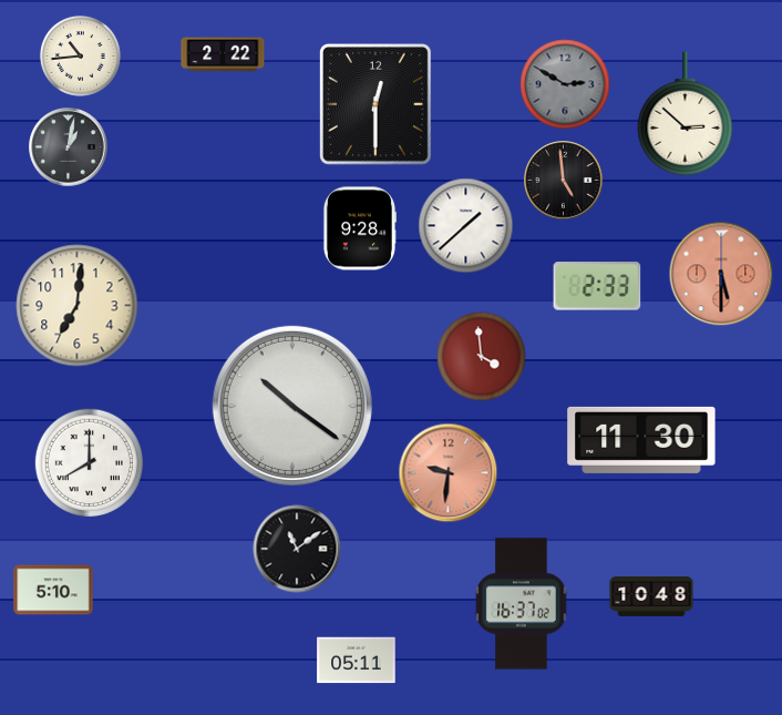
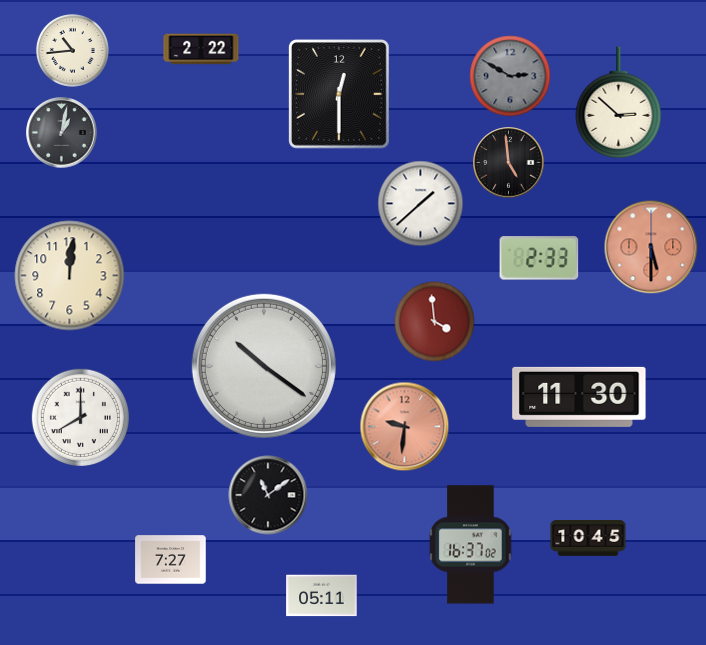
clock at (359, 228): 9:28 -> none
clock at (78, 306): 7:01 -> 12:01
clock at (53, 590): 5:10 -> none
clock at (651, 597): 10:48 -> 10:45
clock at (171, 560): none -> 7:27
